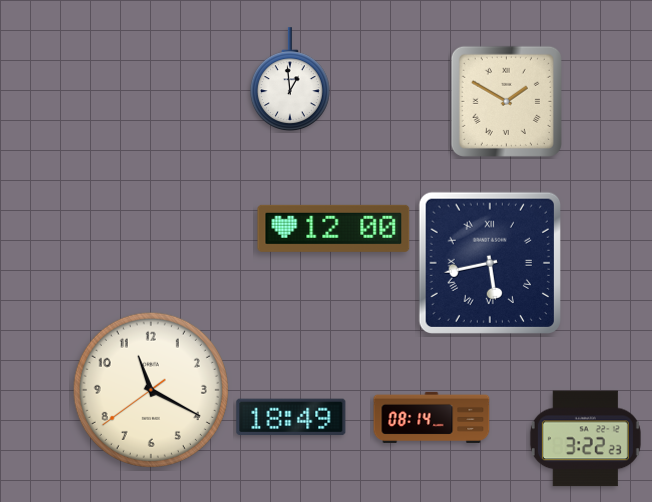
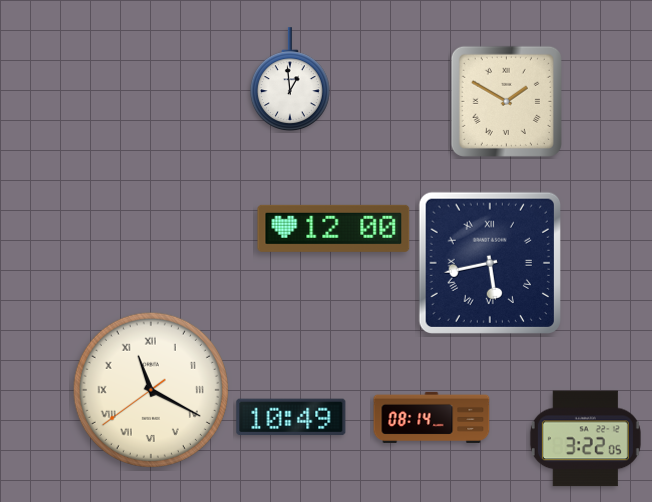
clock at (151, 390) numerals: Arabic -> Roman
clock at (291, 417): 18:49 -> 10:49
clock at (585, 439): 3:22:23 -> 3:22:05
